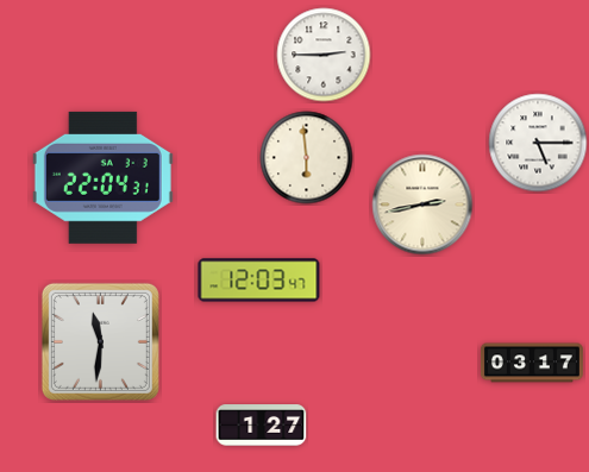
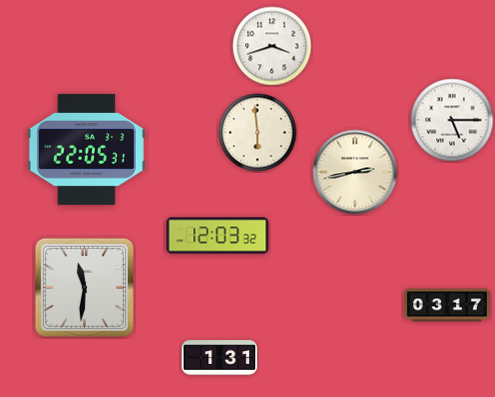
clock at (324, 55): 2:45 -> 3:42
clock at (102, 177): 22:04 -> 22:05
clock at (259, 281): 12:03:47 -> 12:03:32
clock at (262, 426): 1:27 -> 1:31
